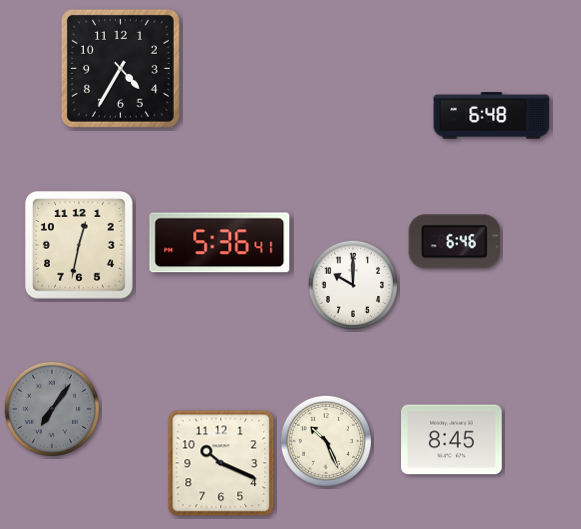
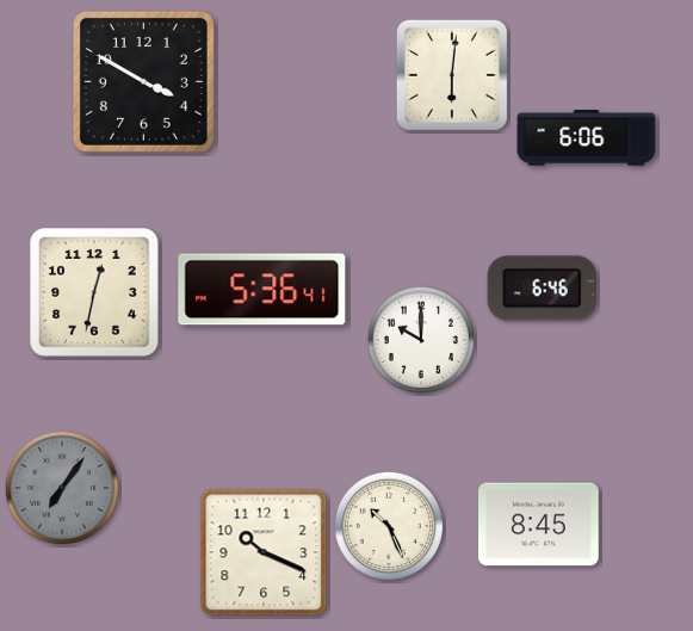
clock at (452, 75): none -> 6:01
clock at (120, 68): 4:35 -> 3:50
clock at (492, 116): 6:48 -> 6:06
